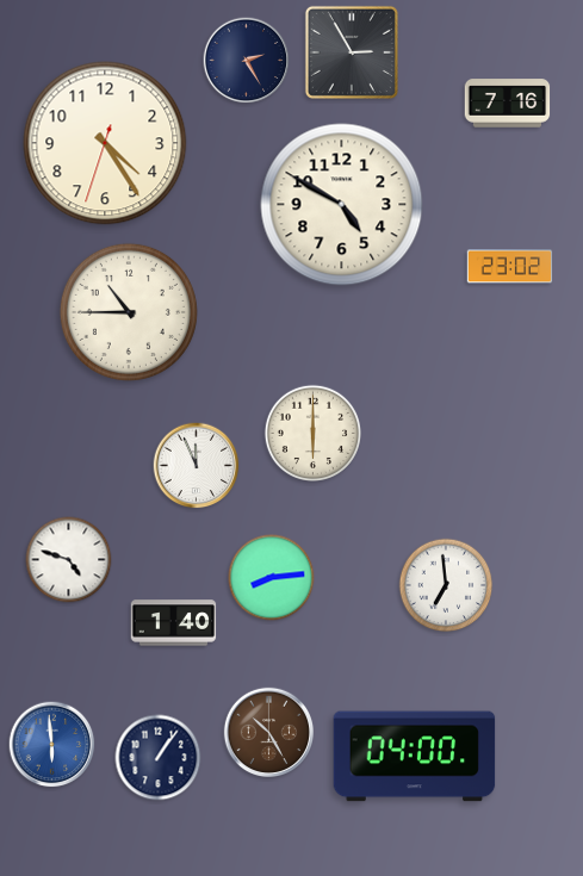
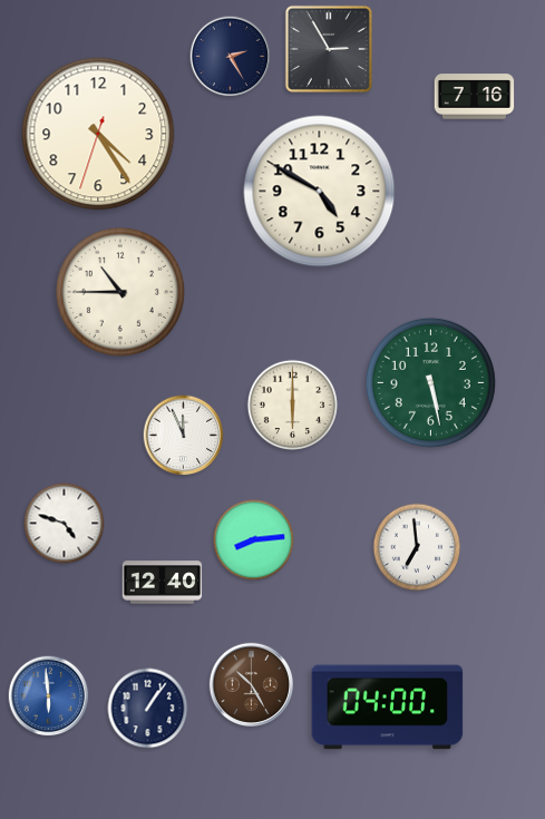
clock at (510, 267): 23:02 -> none
clock at (430, 382): none -> 5:28
clock at (174, 623): 1:40 -> 12:40
